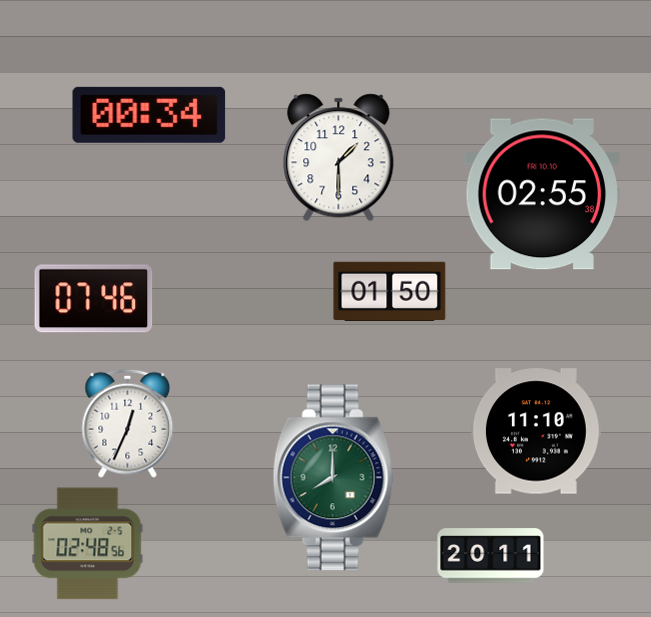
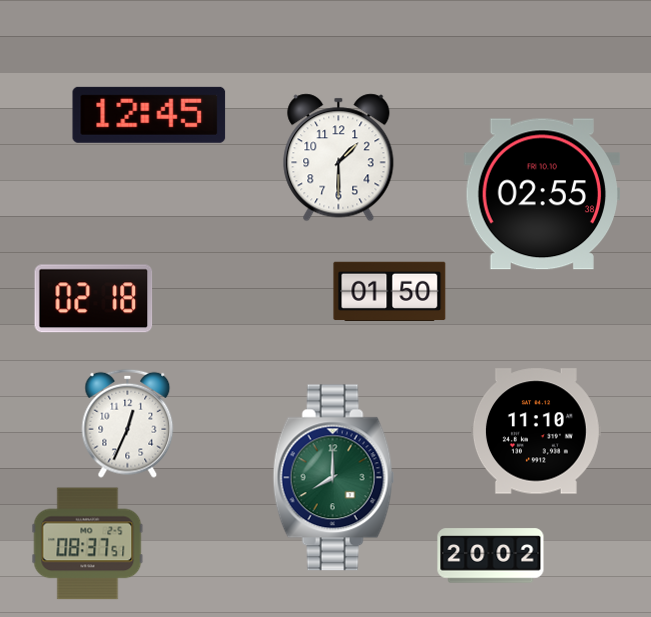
clock at (149, 115): 00:34 -> 12:45
clock at (94, 299): 07:46 -> 02:18
clock at (88, 544): 02:48 -> 08:37
clock at (491, 556): 20:11 -> 20:02
